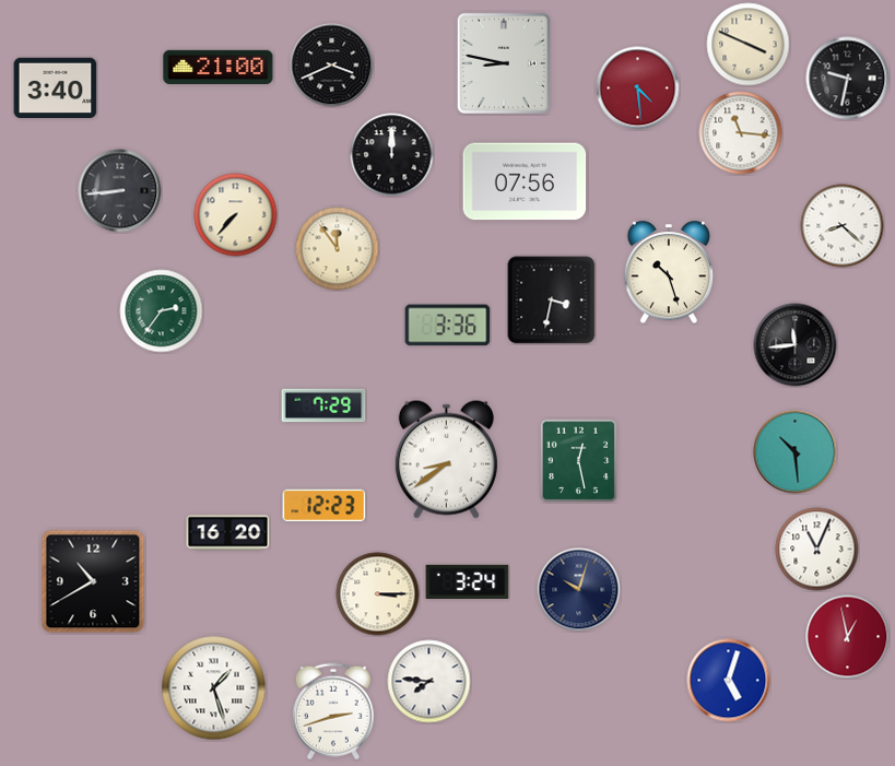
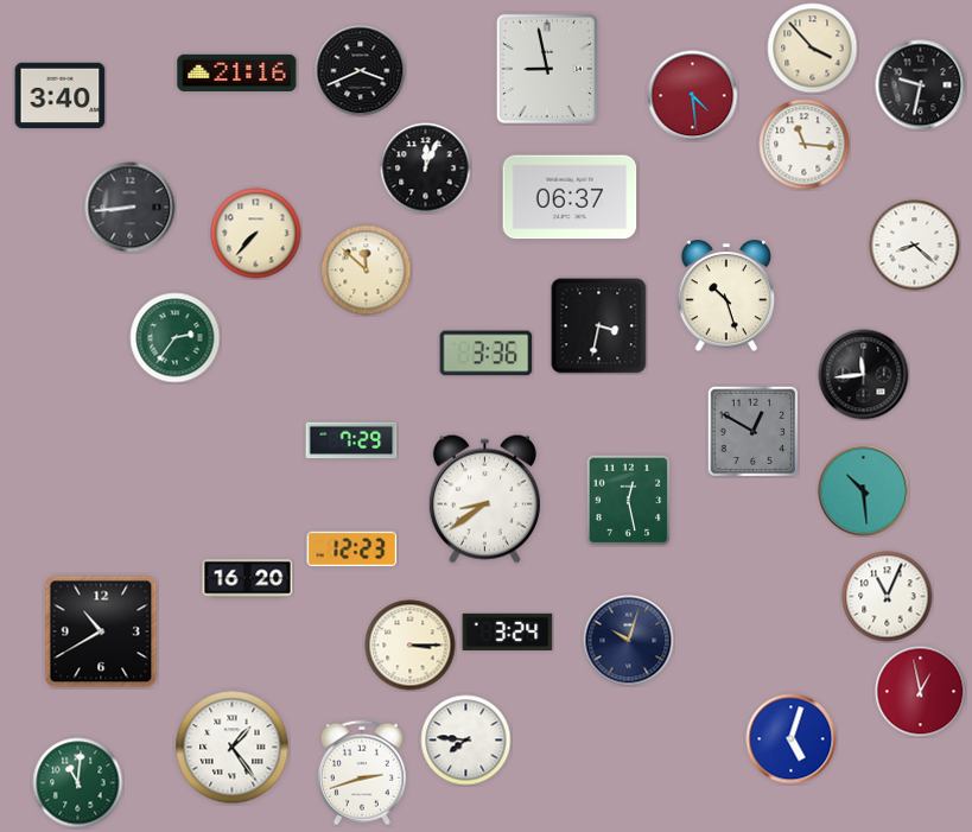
clock at (749, 45): 3:49 -> 3:53
clock at (504, 63): 8:47 -> 8:58
clock at (219, 67): 21:00 -> 21:16
clock at (392, 155): 12:00 -> 12:04
clock at (525, 181): 07:56 -> 06:37
clock at (338, 249): 11:54 -> 11:52
clock at (752, 431): none -> 12:50
clock at (214, 688): 1:27 -> 1:24
clock at (78, 783): none -> 11:01
